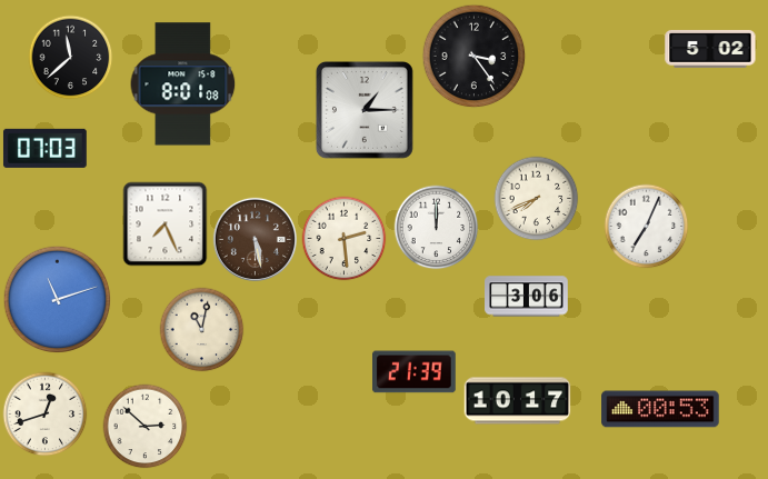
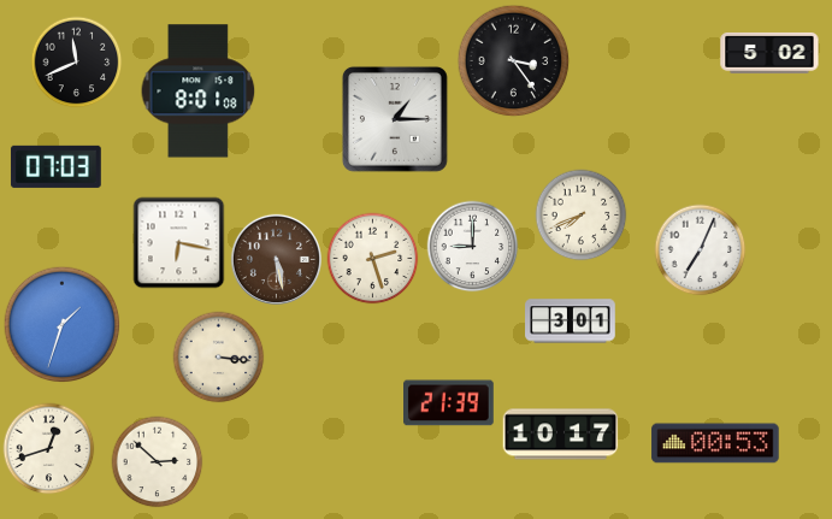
clock at (71, 58): 11:38 -> 11:41
clock at (44, 148) position: (44, 148) -> (55, 166)
clock at (166, 224): 7:26 -> 6:17
clock at (647, 227) position: (647, 227) -> (701, 250)
clock at (437, 228): 12:00 -> 9:00
clock at (345, 239): 2:29 -> 2:27
clock at (527, 297): 3:06 -> 3:01
clock at (58, 300): 11:12 -> 1:33
clock at (202, 330): 11:02 -> 3:16
